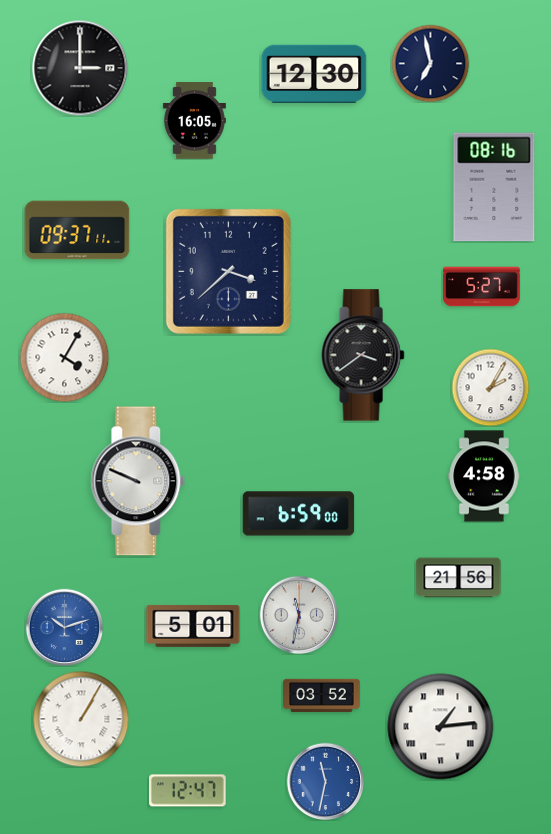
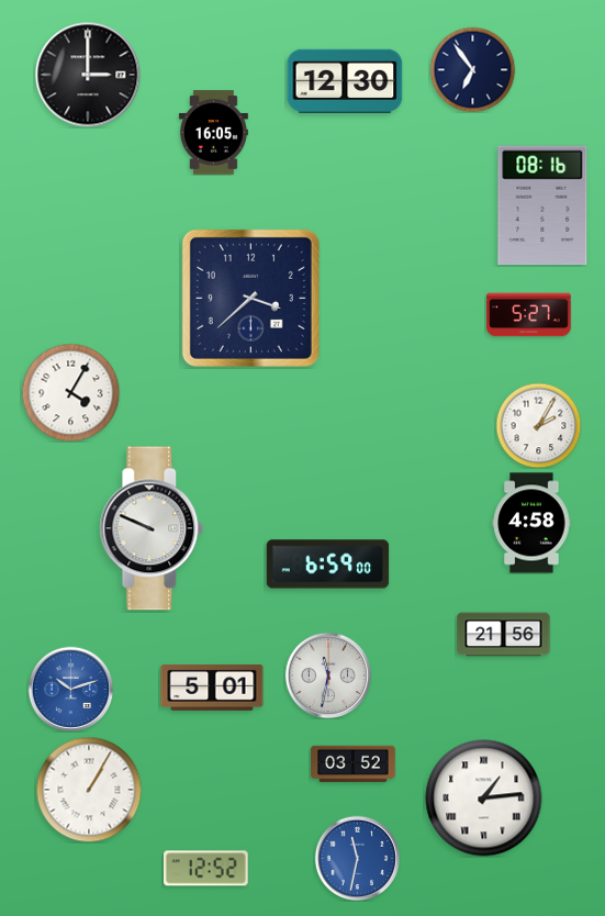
clock at (430, 63): 6:58 -> 6:54
clock at (77, 230): 09:37 -> none
clock at (363, 355): 3:39 -> none
clock at (188, 791): 12:47 -> 12:52
